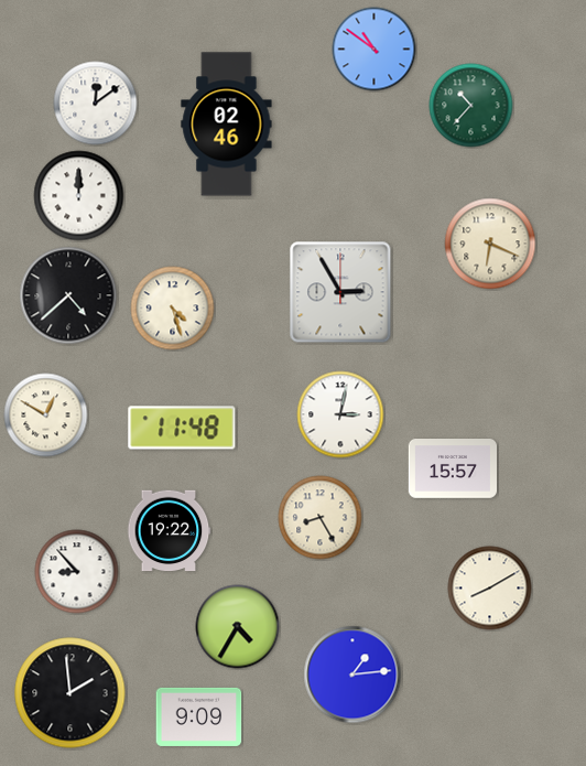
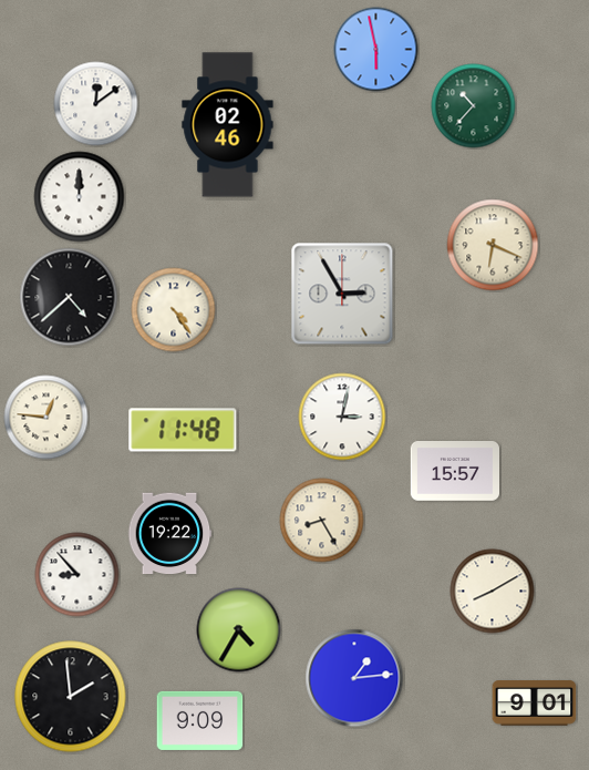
clock at (375, 50): 10:51 -> 5:58
clock at (173, 309): 4:27 -> 4:24
clock at (46, 416): 12:50 -> 12:46
clock at (535, 704): none -> 9:01
